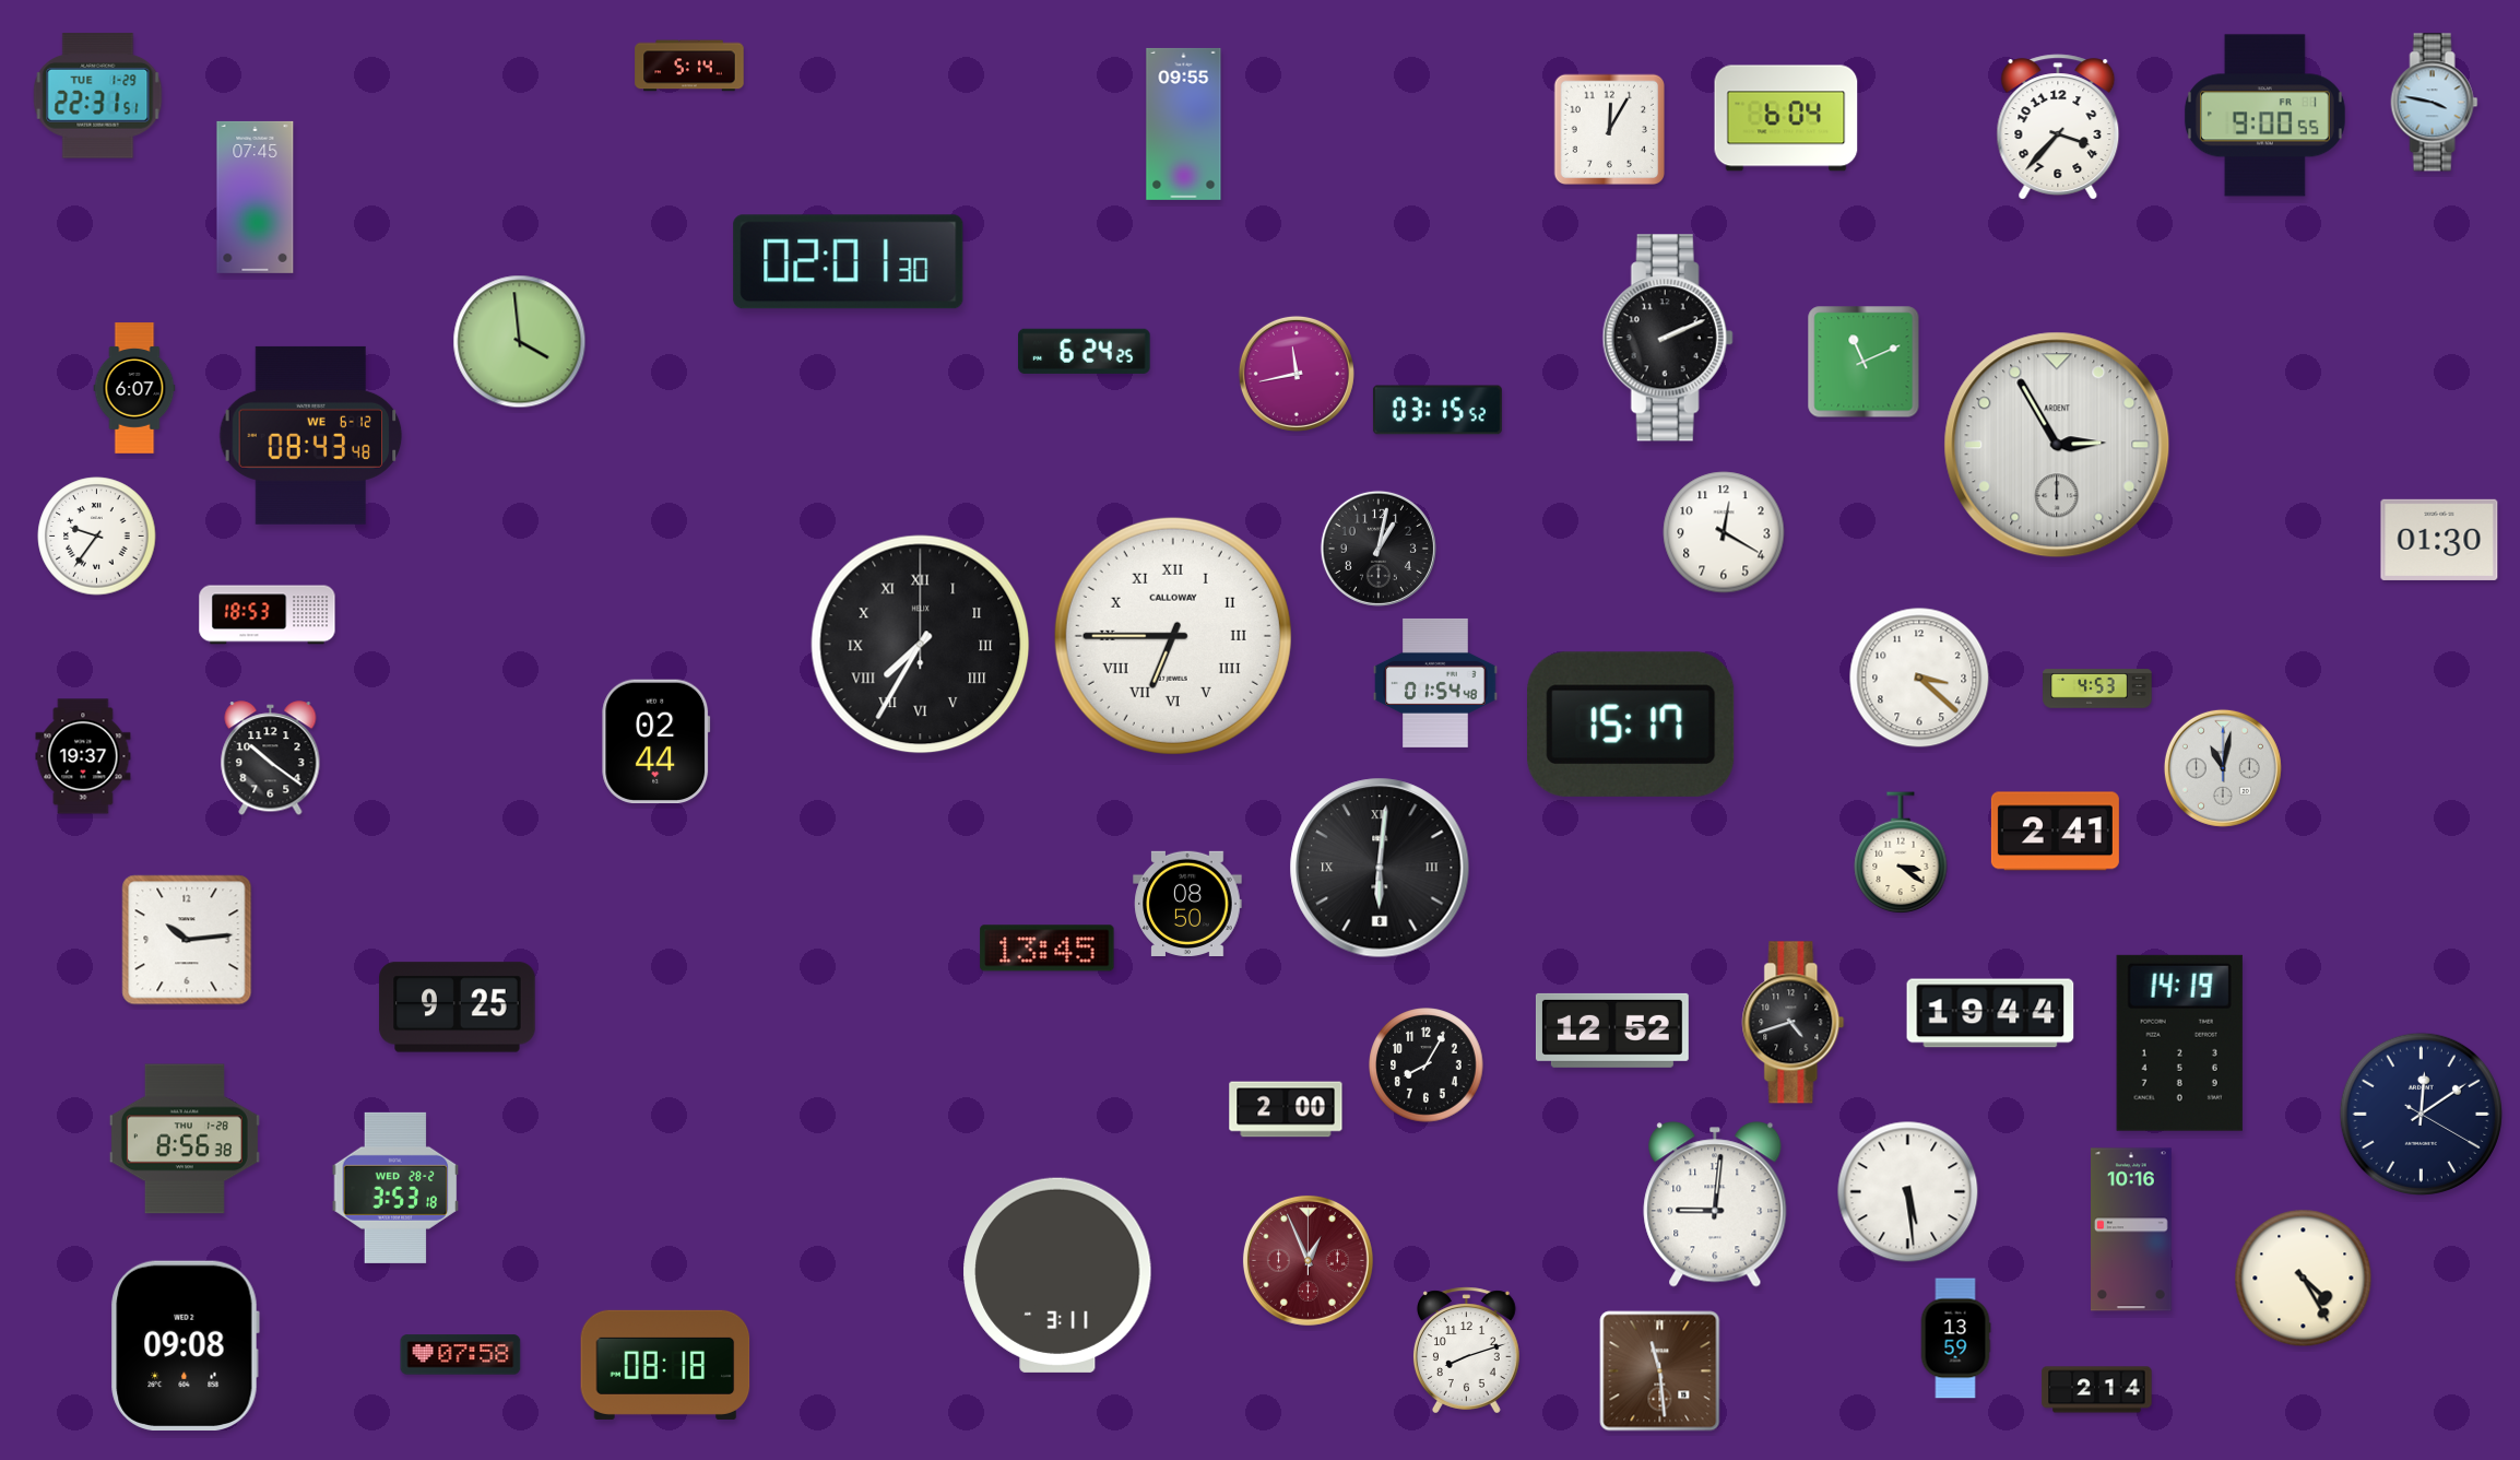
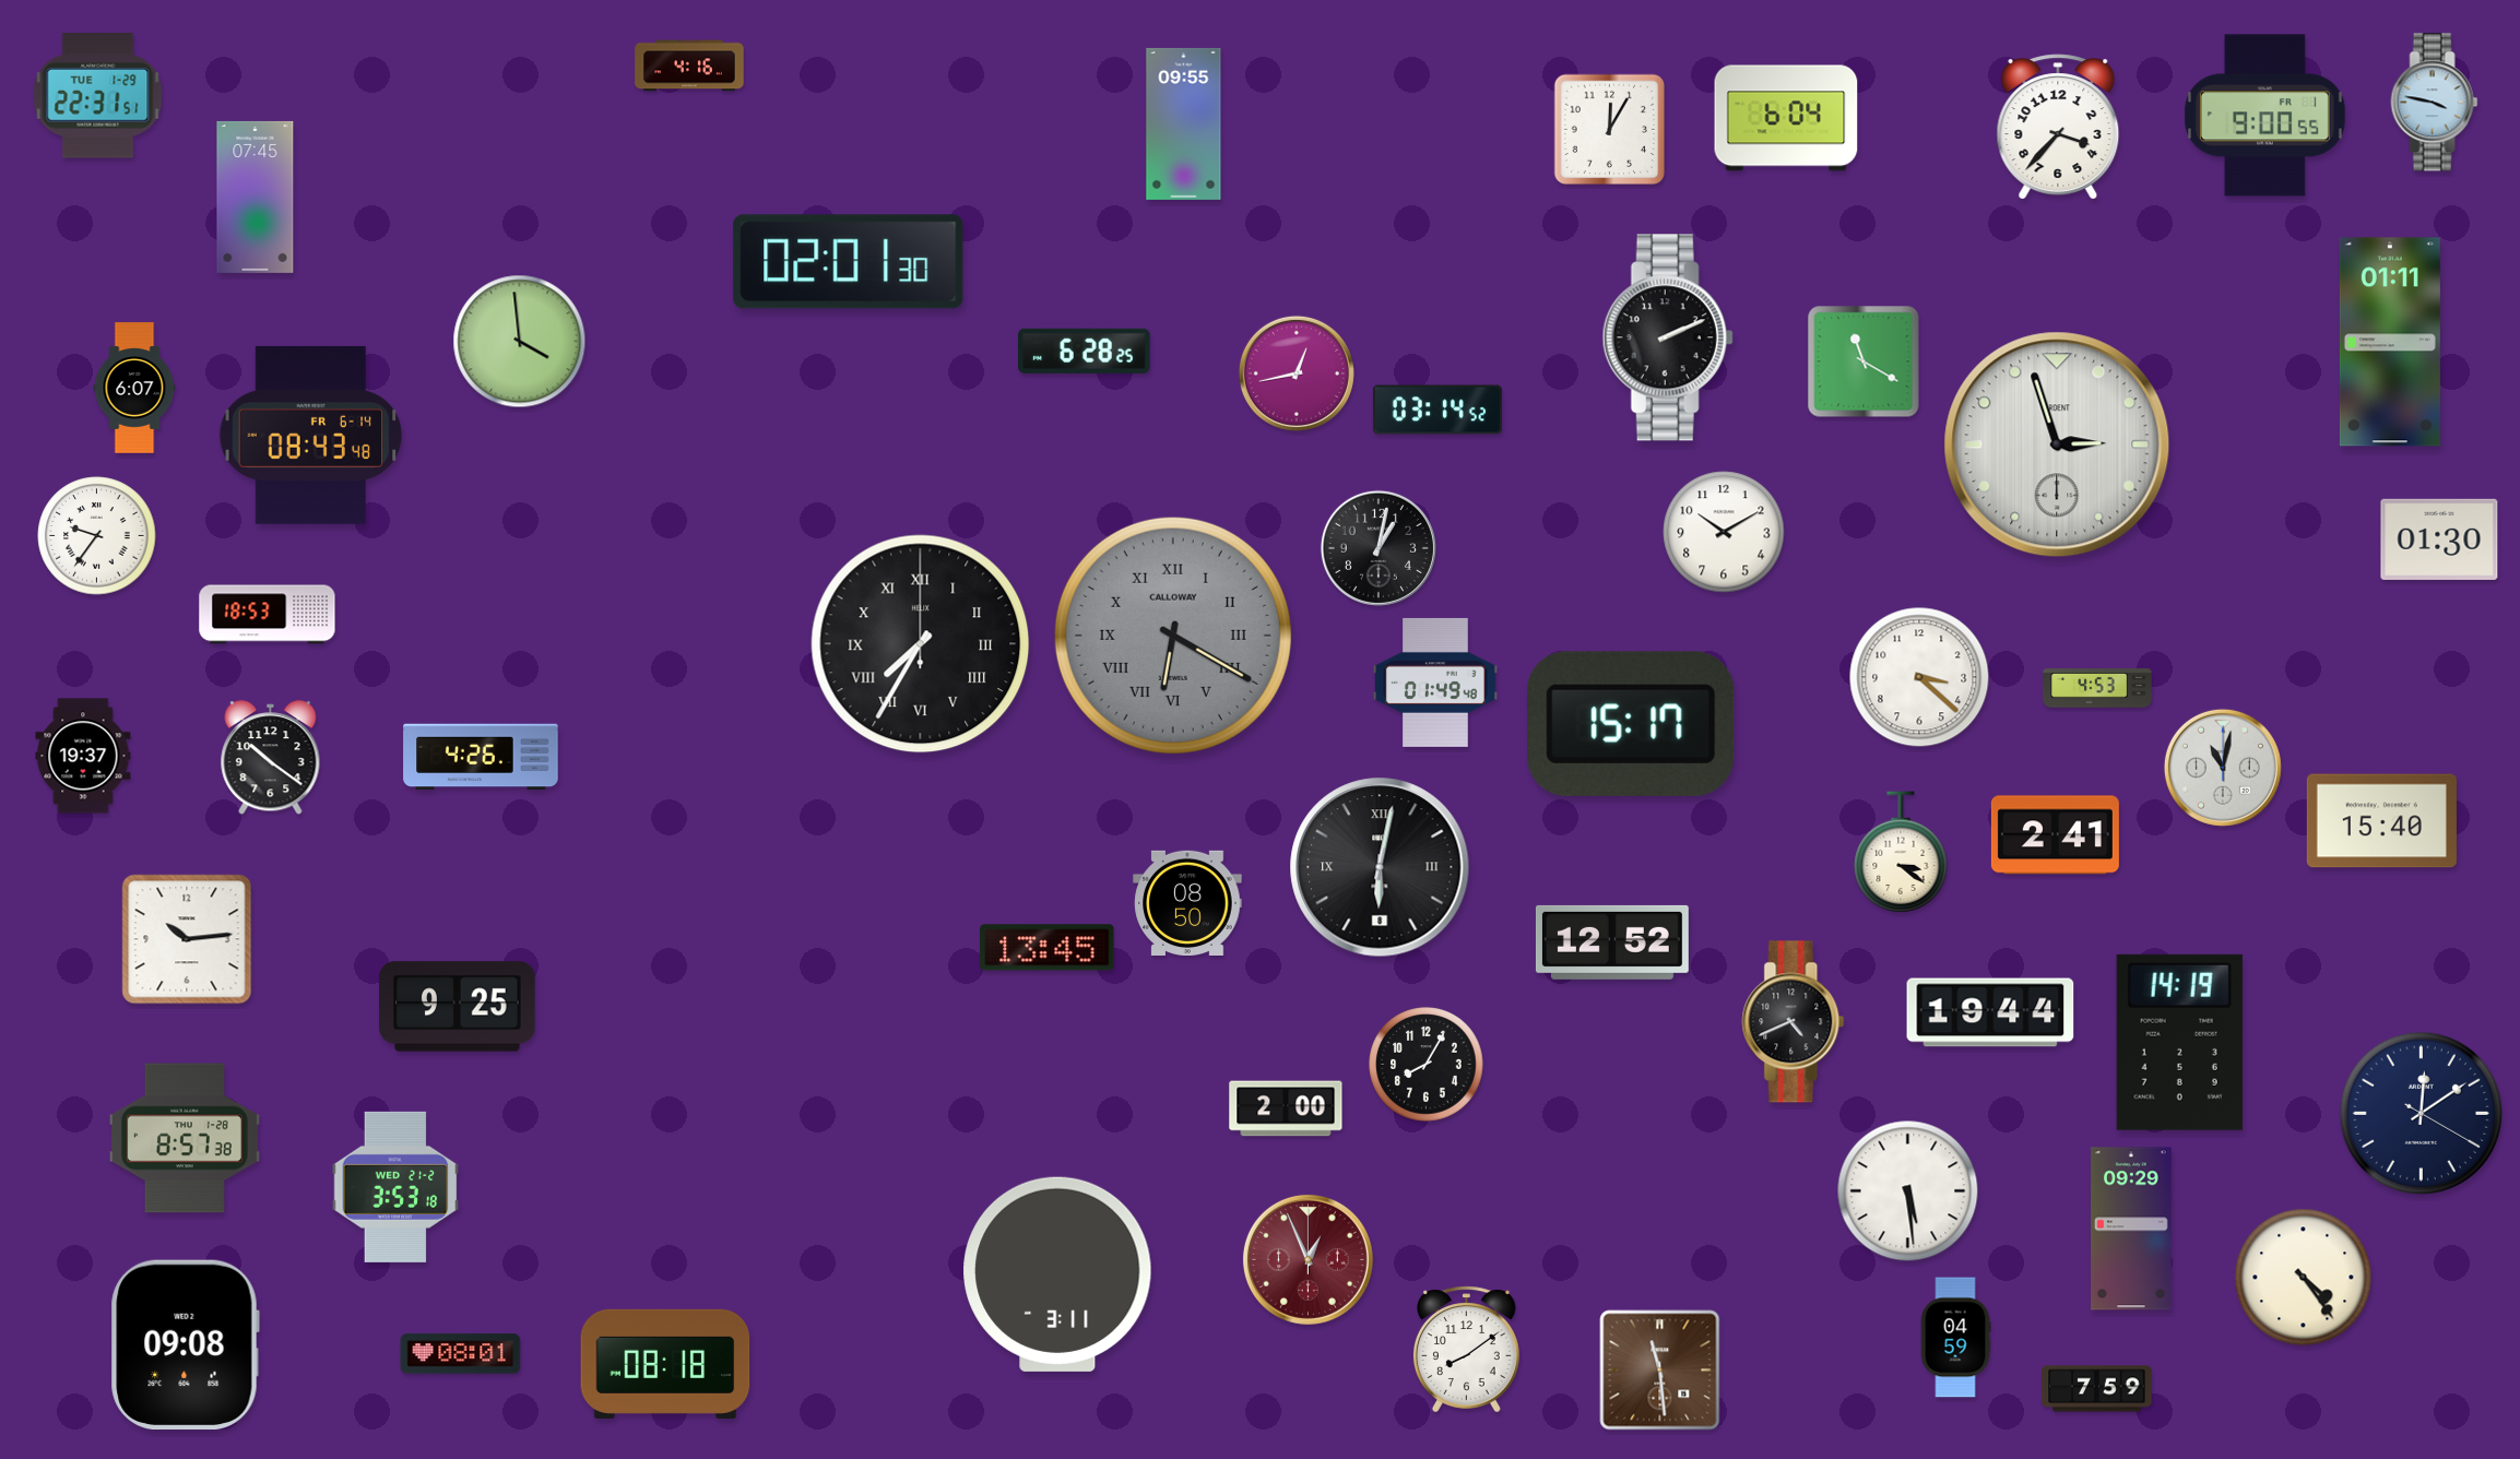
clock at (689, 66): 5:14 -> 4:16
clock at (2390, 342): none -> 01:11
clock at (1085, 351): 6:24 -> 6:28
clock at (1864, 362): 11:11 -> 11:20
clock at (1297, 374): 11:43 -> 12:43
clock at (1438, 410): 03:15 -> 03:14
clock at (311, 435) date: WE 6-12 -> FR 6-14
clock at (2057, 445): 2:55 -> 2:57
clock at (1724, 532): 12:20 -> 10:10
clock at (1173, 636): 6:45 -> 6:20
clock at (1173, 636) dial: white -> grey
clock at (1435, 683): 01:54 -> 01:49
clock at (656, 742): 02:44 -> none
clock at (481, 757): none -> 4:26
clock at (2381, 821): none -> 15:40
clock at (2055, 832) position: (2055, 832) -> (2055, 835)
clock at (1380, 868): 6:01 -> 6:02
clock at (1794, 1023): 4:42 -> 4:41
clock at (1612, 1031) position: (1612, 1031) -> (1612, 942)
clock at (185, 1139): 8:56 -> 8:57
clock at (395, 1188) date: WED 28-2 -> WED 21-2
clock at (1715, 1204): 9:01 -> none
clock at (2132, 1229): 10:16 -> 09:29
clock at (2304, 1279): 4:25 -> 4:24
clock at (1955, 1339): 13:59 -> 04:59
clock at (1466, 1351): 8:12 -> 8:09
clock at (461, 1355): 07:58 -> 08:01
clock at (2097, 1390): 2:14 -> 7:59
